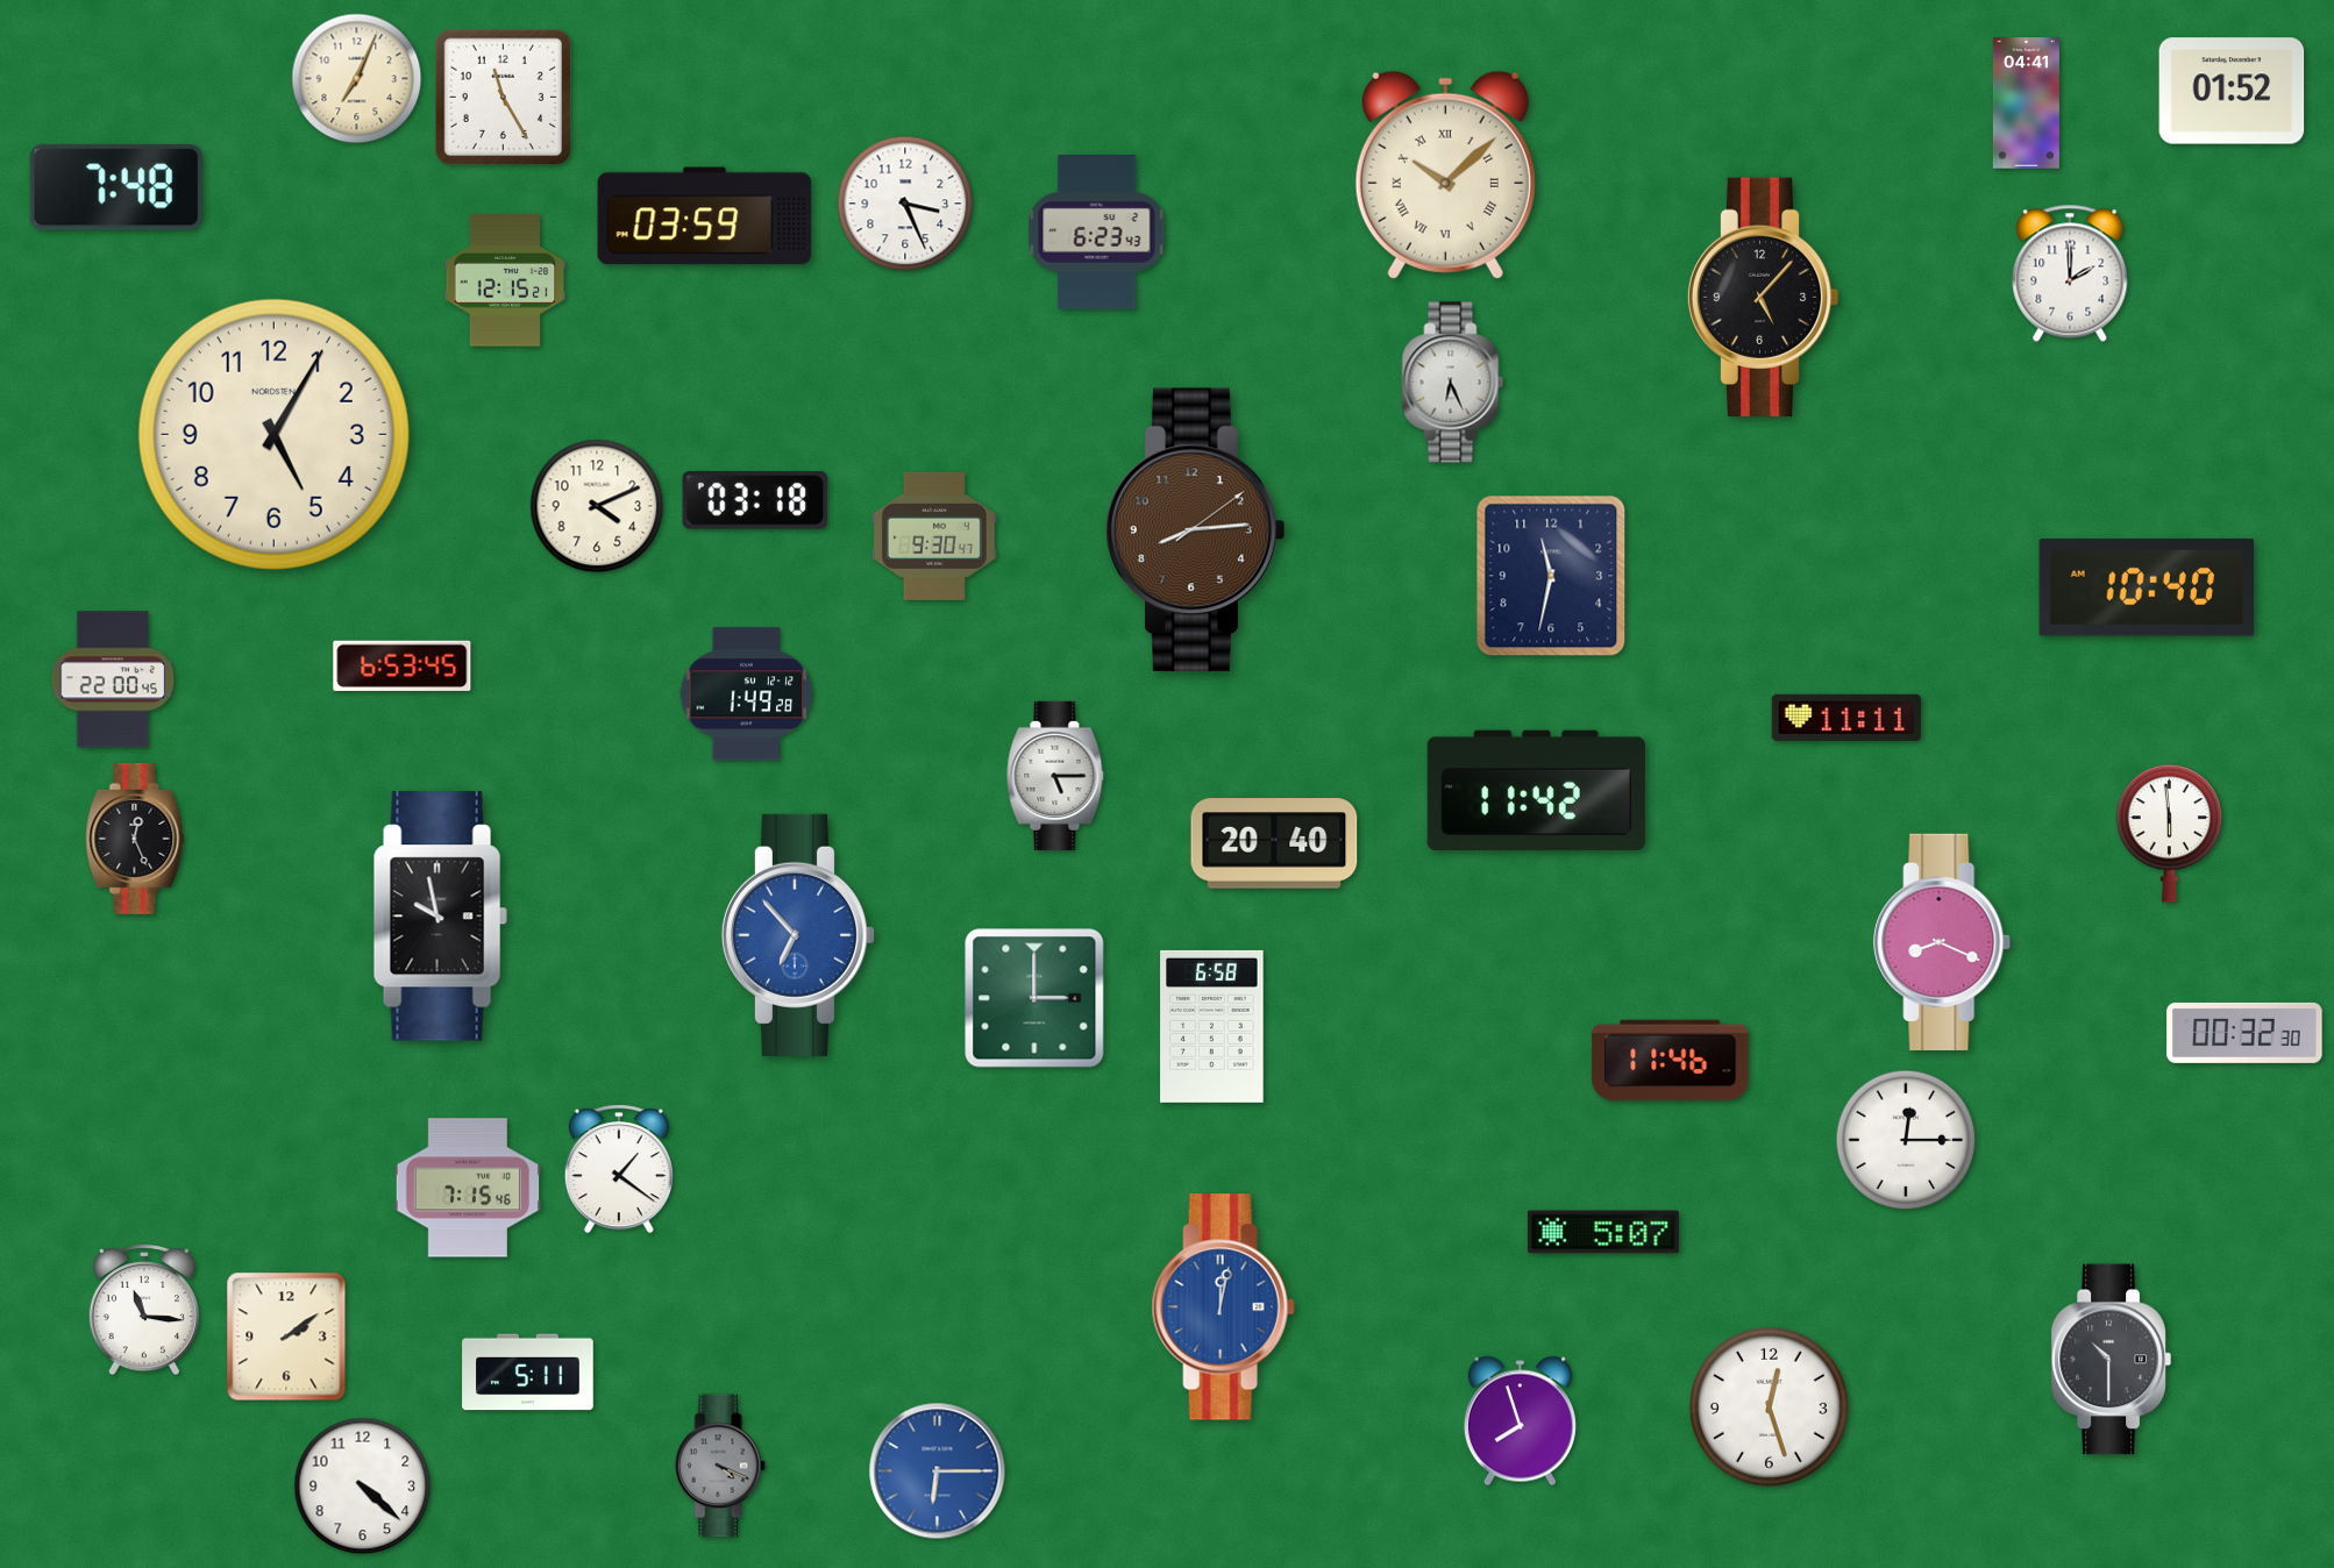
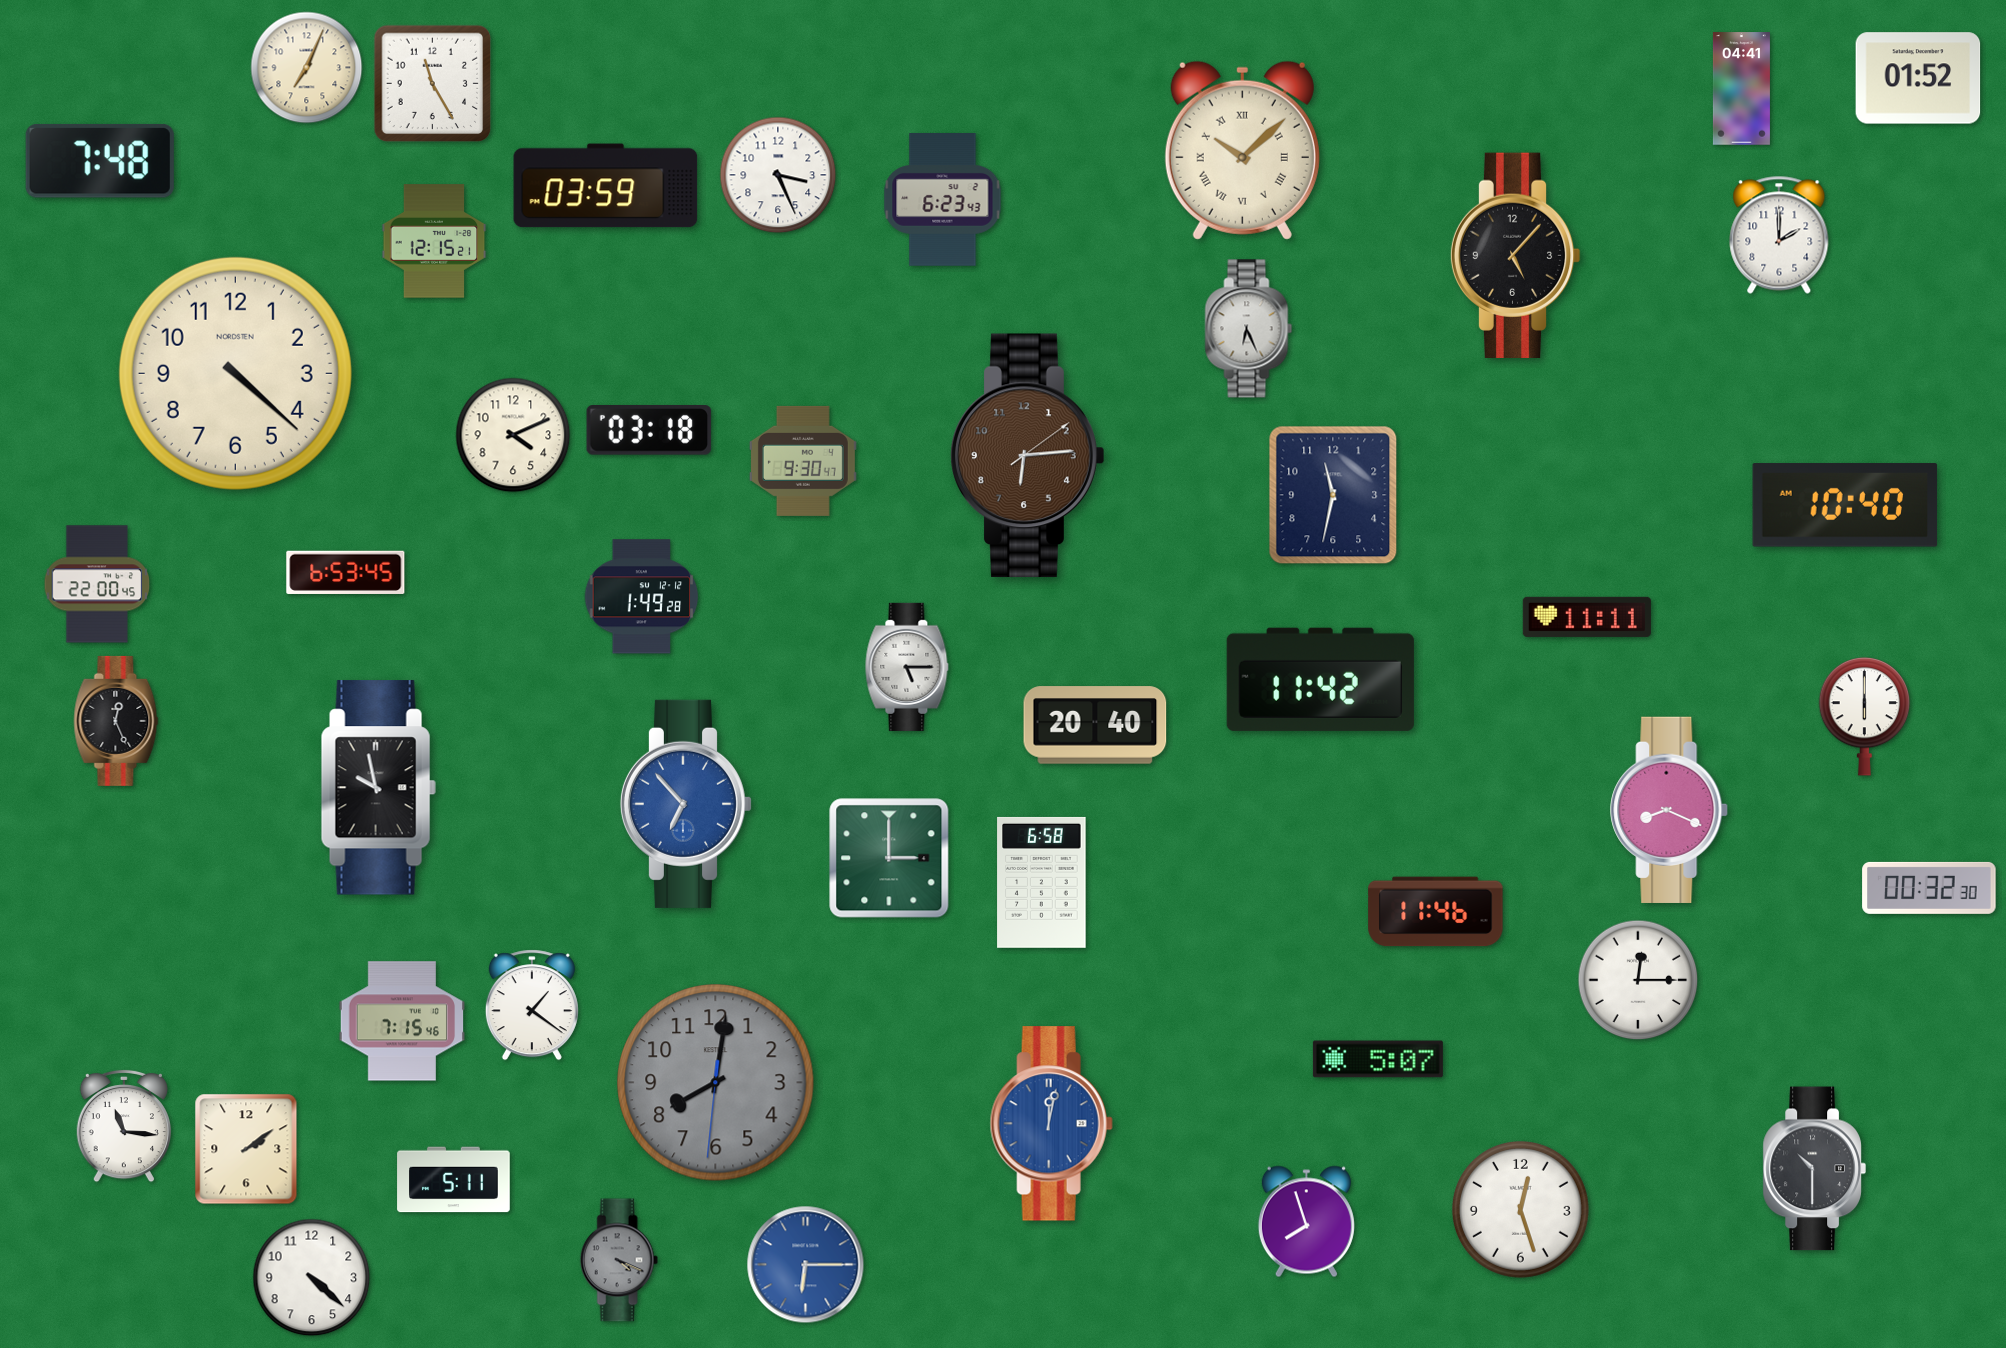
clock at (273, 434): 5:05 -> 4:22
clock at (1196, 530): 8:14 -> 6:14
clock at (2170, 833): 5:59 -> 6:00
clock at (716, 1083): none -> 8:01
